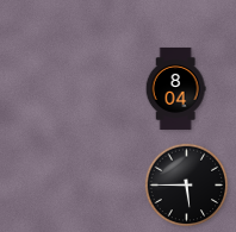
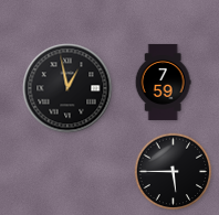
clock at (175, 88): 8:04 -> 7:59
clock at (67, 88): none -> 12:58
